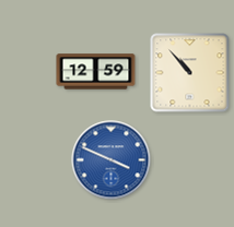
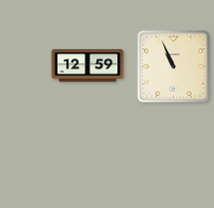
clock at (190, 73): 10:53 -> 10:56
clock at (112, 160): 3:49 -> none
